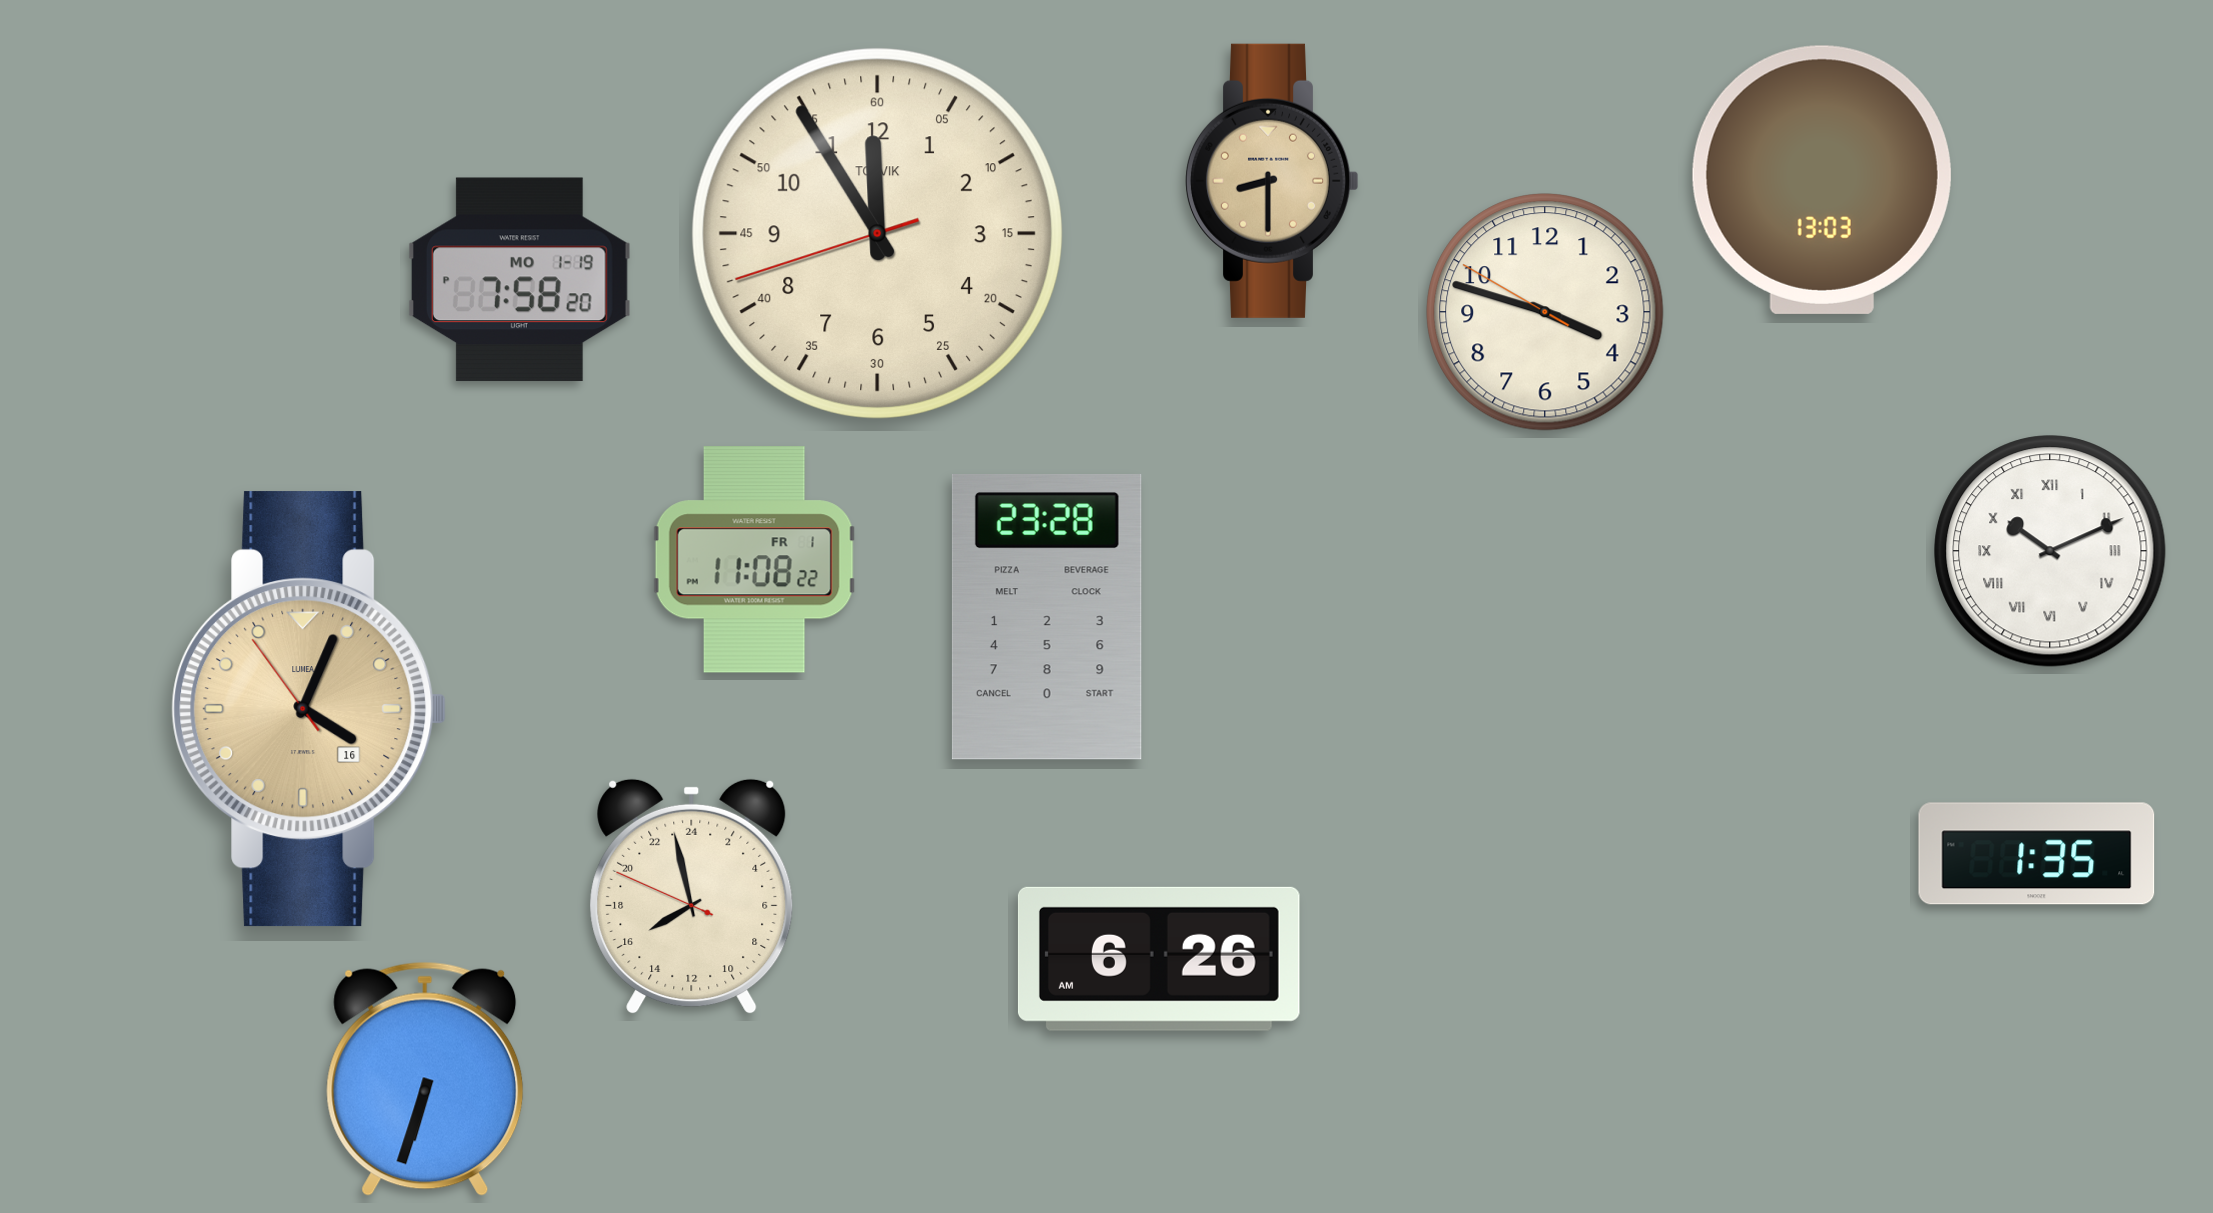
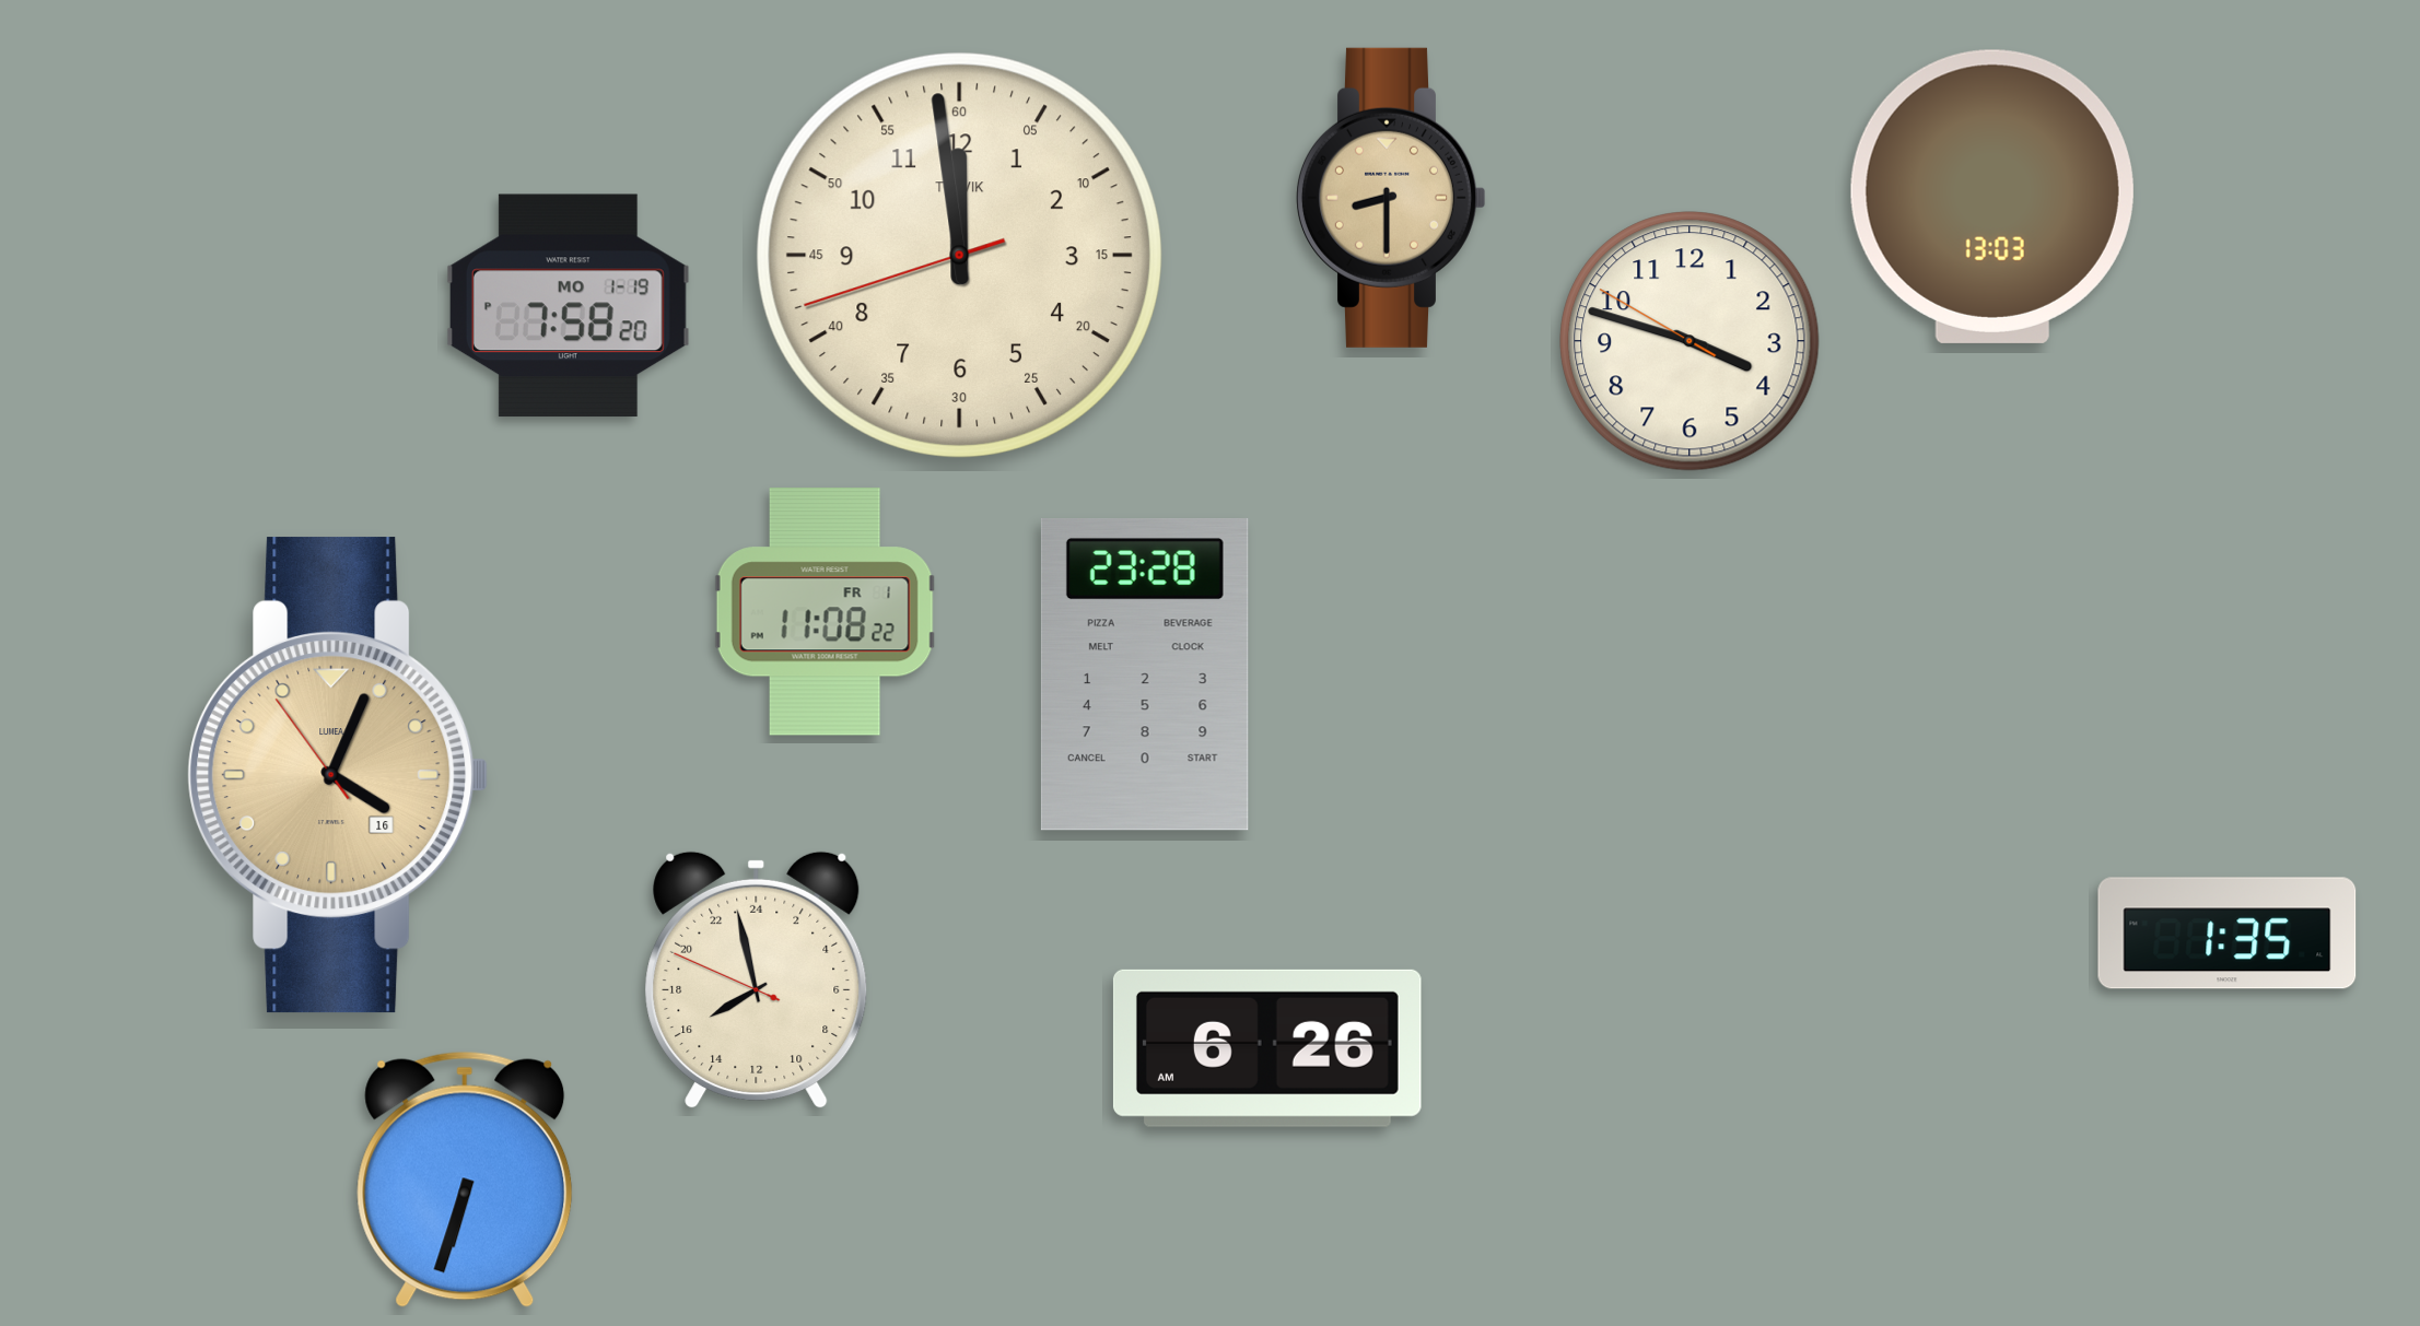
clock at (877, 233): 11:54 -> 11:58
clock at (2050, 551): 10:11 -> none
